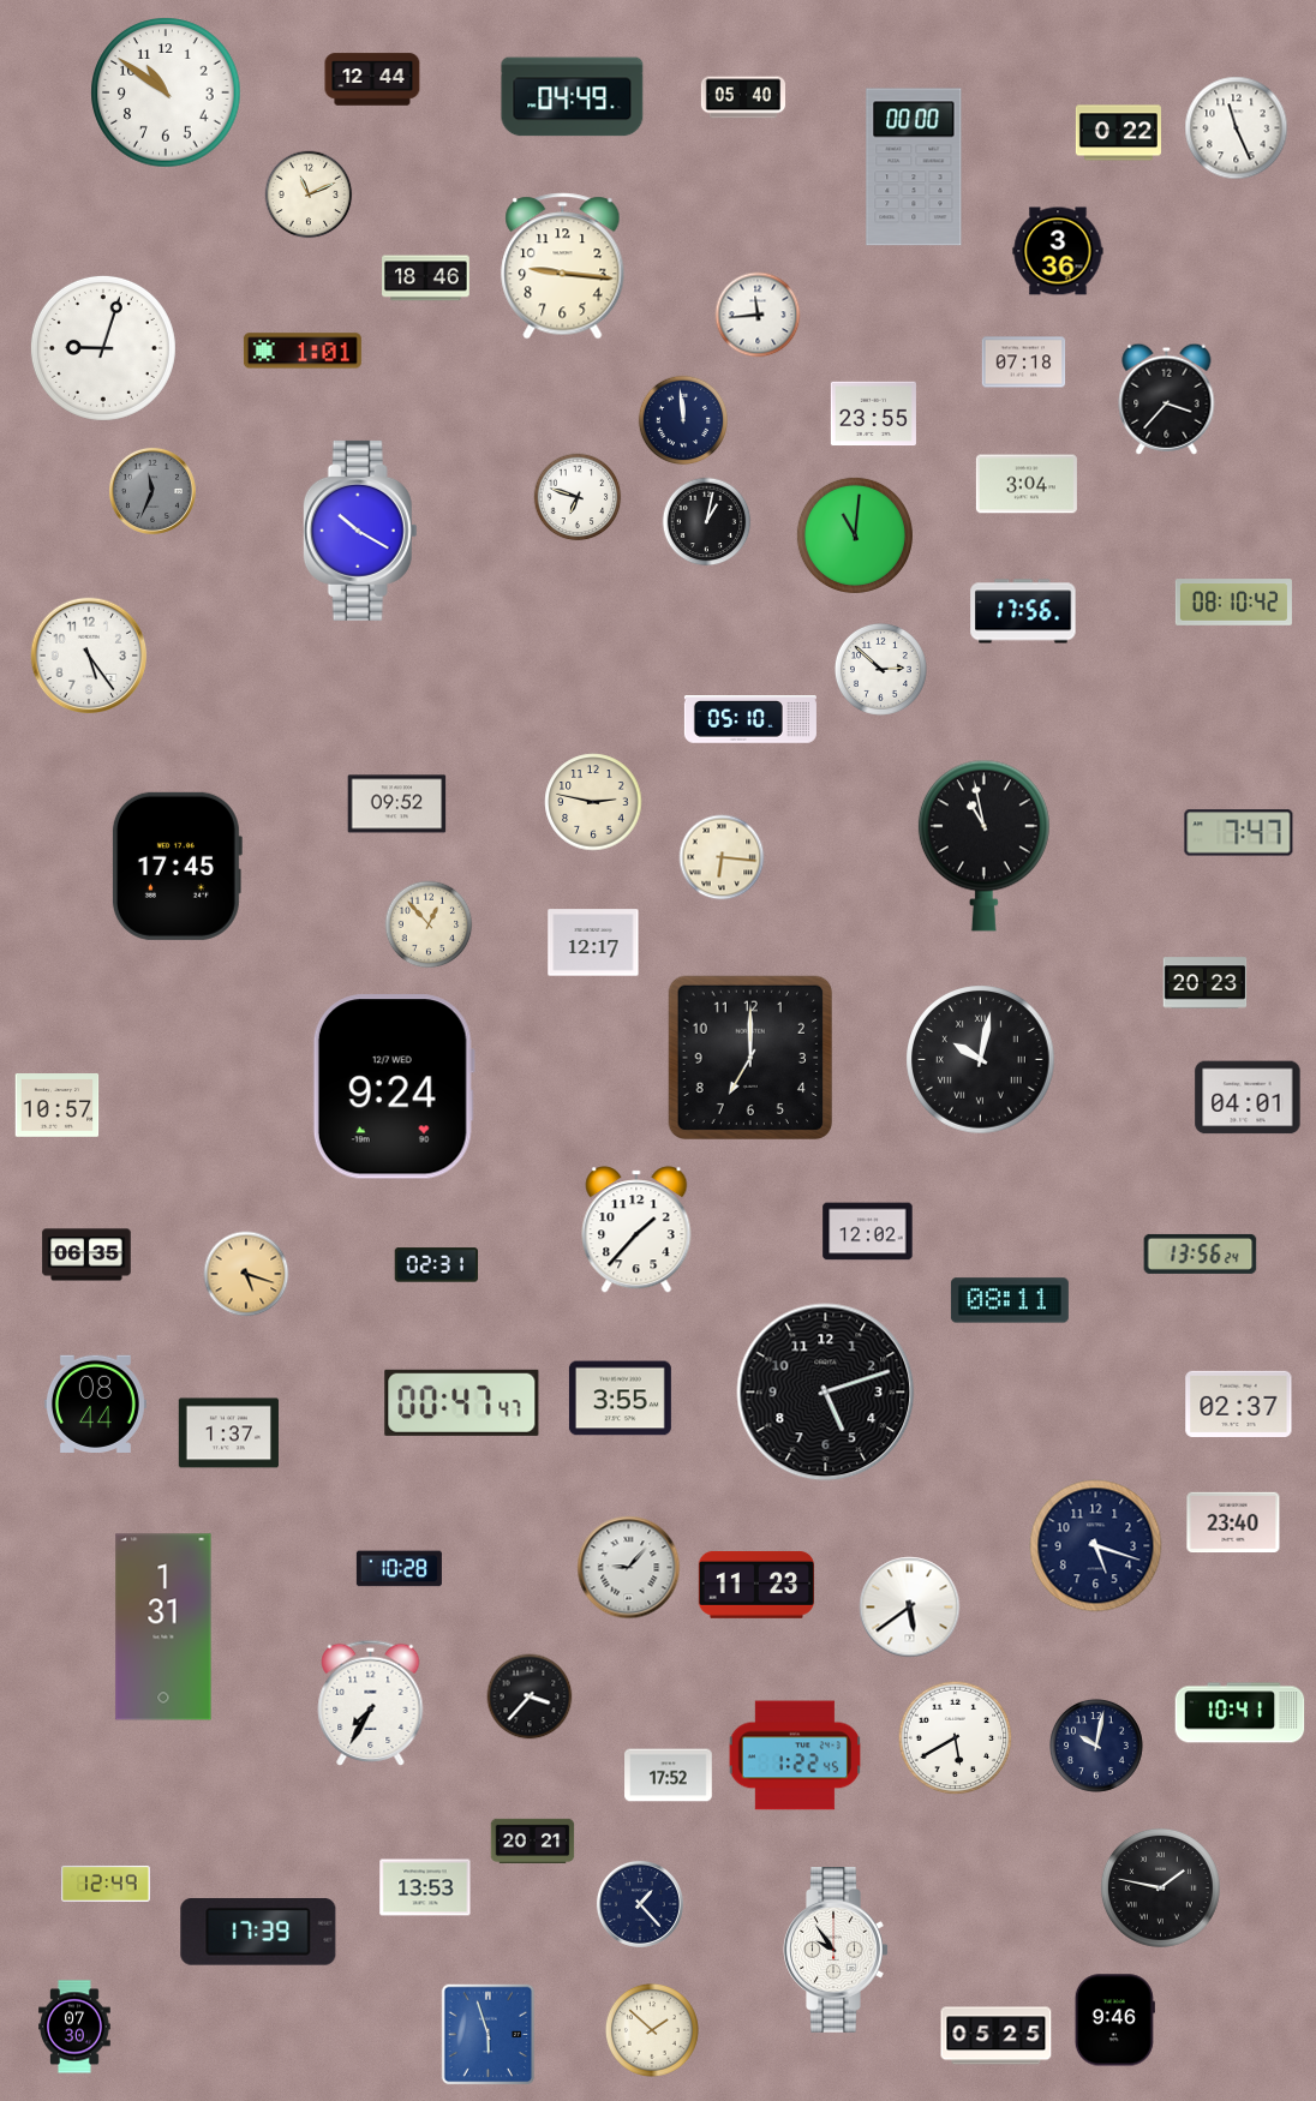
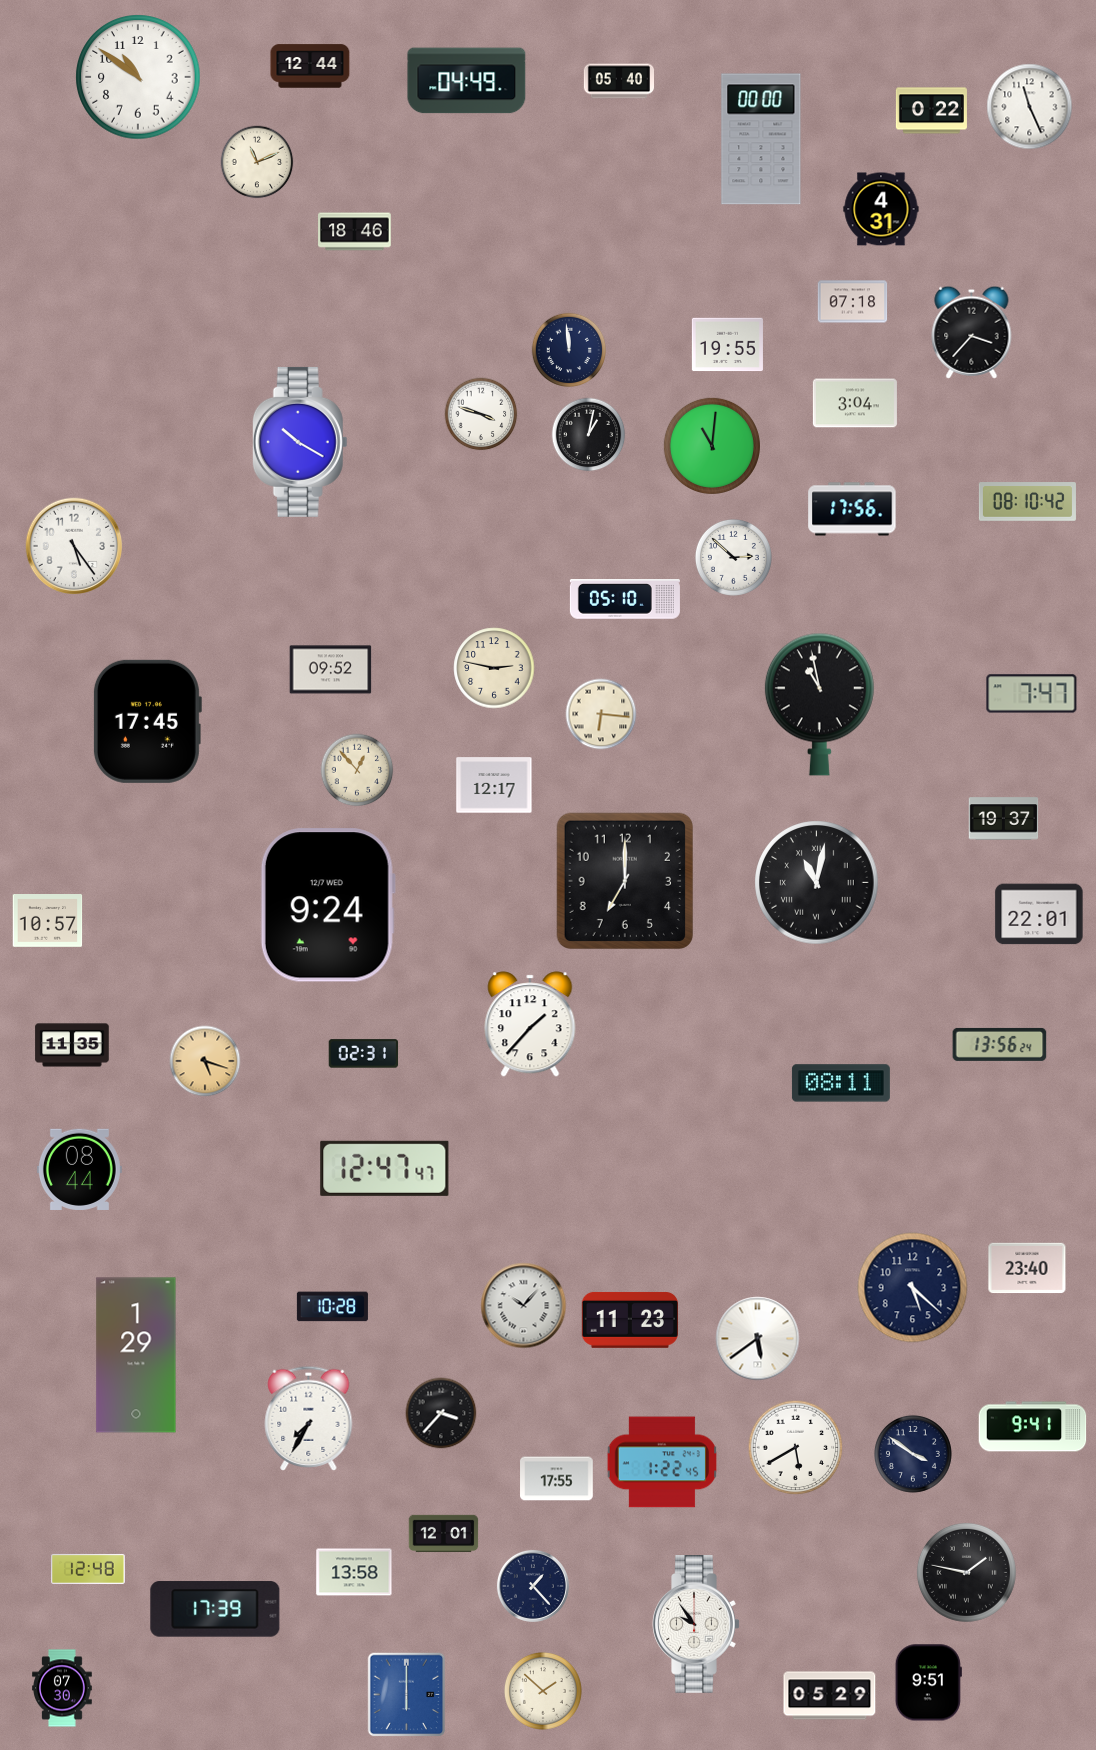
clock at (573, 97) position: (573, 97) -> (467, 81)
clock at (1058, 251): 3:36 -> 4:31
clock at (563, 267): 9:16 -> none
clock at (758, 315): 11:44 -> none
clock at (103, 348): 9:03 -> none
clock at (303, 351): 1:01 -> none
clock at (873, 414): 23:55 -> 19:55
clock at (152, 491): 11:34 -> none
clock at (578, 497): 6:48 -> 3:48
clock at (1206, 983): 20:23 -> 19:37
clock at (981, 1060): 10:02 -> 11:02
clock at (1248, 1097): 04:01 -> 22:01
clock at (868, 1232): 12:02 -> none
clock at (86, 1255): 06:35 -> 11:35
clock at (826, 1393): 5:12 -> none
clock at (620, 1399): 3:55 -> none
clock at (462, 1402): 00:47 -> 12:47
clock at (1239, 1403): 02:37 -> none
clock at (228, 1433): 1:37 -> none
clock at (1096, 1546): 5:18 -> 5:22
clock at (629, 1568): 9:07 -> 10:07
clock at (163, 1627): 1:31 -> 1:29
clock at (1240, 1713): 10:41 -> 9:41
clock at (1096, 1746): 10:02 -> 3:51
clock at (669, 1776): 17:52 -> 17:55
clock at (533, 1842): 20:21 -> 12:01
clock at (106, 1884): 12:49 -> 12:48
clock at (425, 1887): 13:53 -> 13:58
clock at (1114, 2021): 9:46 -> 9:51
clock at (489, 2035): 5:57 -> 6:00
clock at (997, 2036): 05:25 -> 05:29
